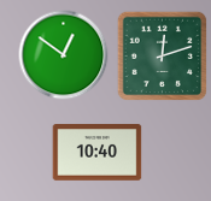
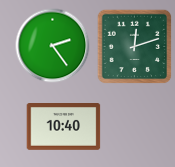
clock at (64, 55): 12:51 -> 2:24
clock at (98, 153) position: (98, 153) -> (64, 127)
